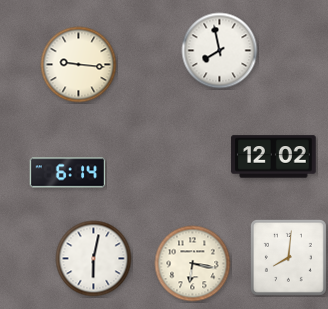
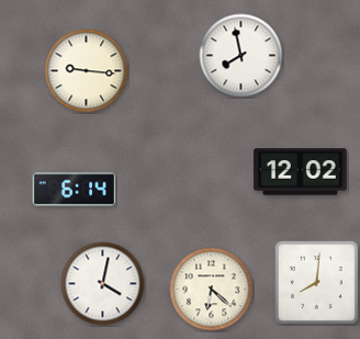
clock at (94, 259): 6:02 -> 4:02
clock at (193, 264): 6:17 -> 6:22
